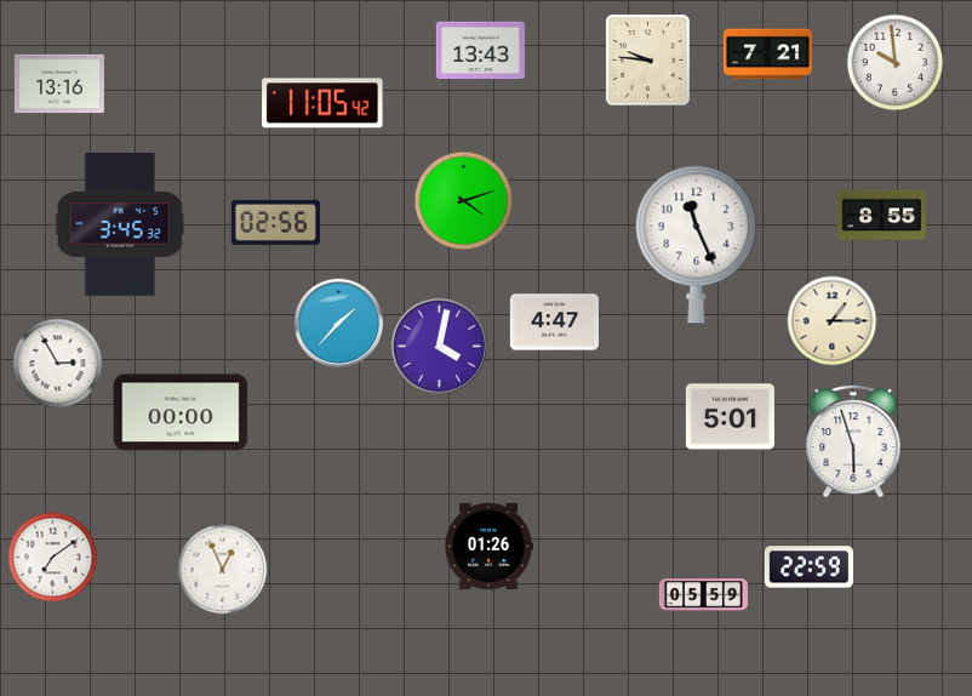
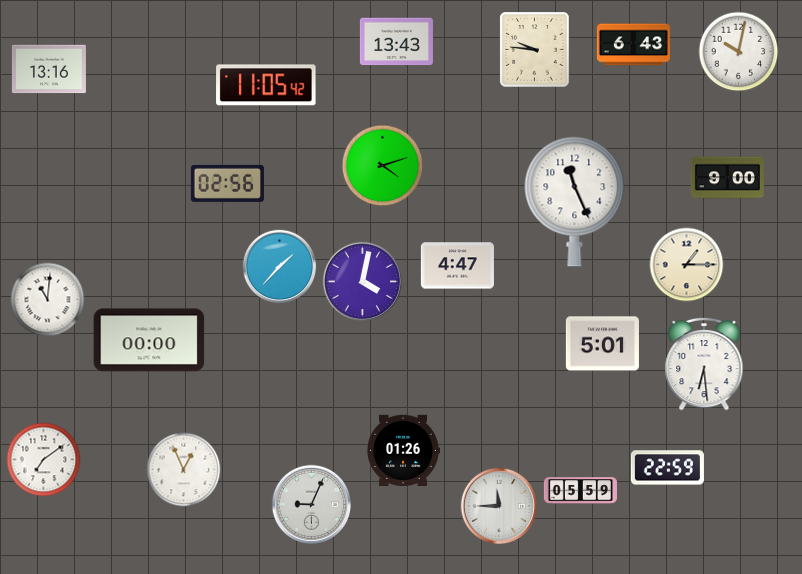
clock at (767, 55): 7:21 -> 6:43
clock at (896, 63): 9:59 -> 10:02
clock at (881, 216): 8:55 -> 9:00
clock at (120, 226): 3:45 -> none
clock at (439, 346) position: (439, 346) -> (362, 281)
clock at (58, 364): 2:55 -> 11:01
clock at (853, 441): 5:57 -> 6:29
clock at (311, 504): none -> 9:04
clock at (499, 506): none -> 11:45
